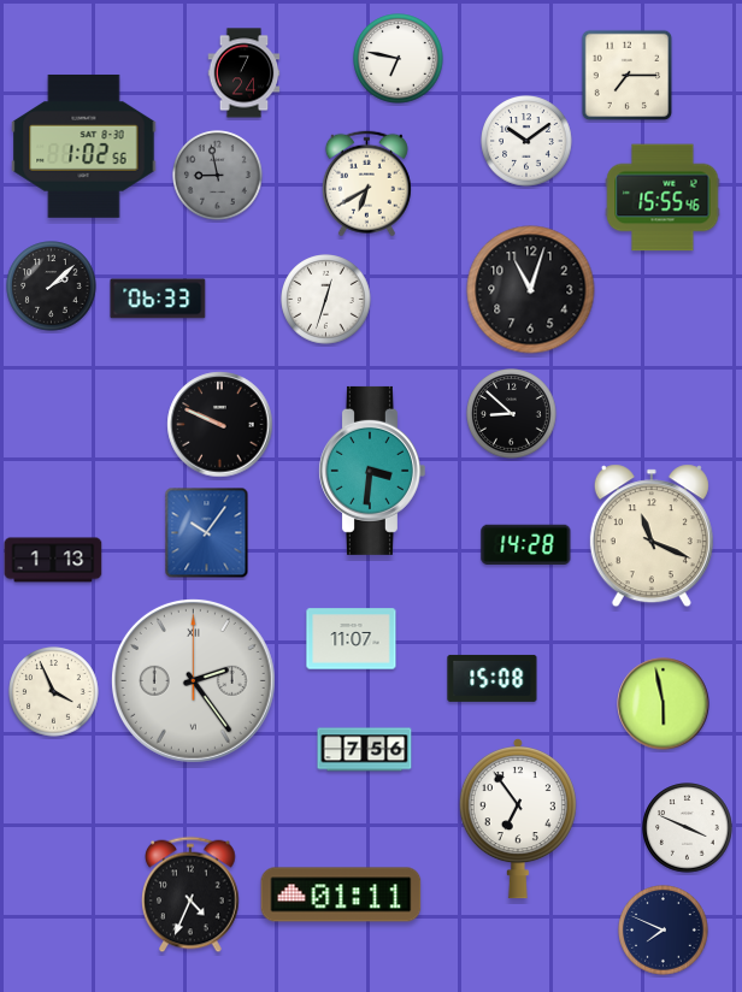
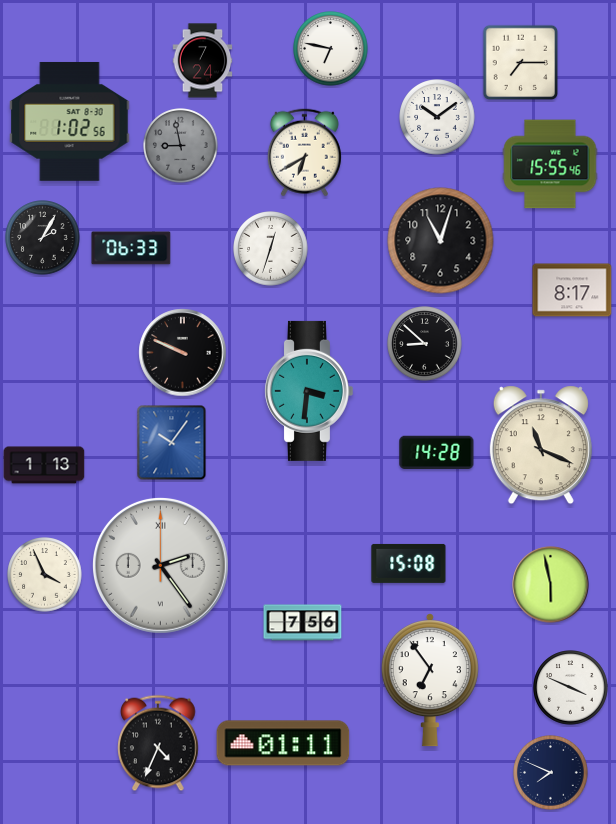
clock at (52, 287): 2:08 -> 2:05
clock at (572, 290): none -> 8:17
clock at (352, 639): 11:07 -> none
